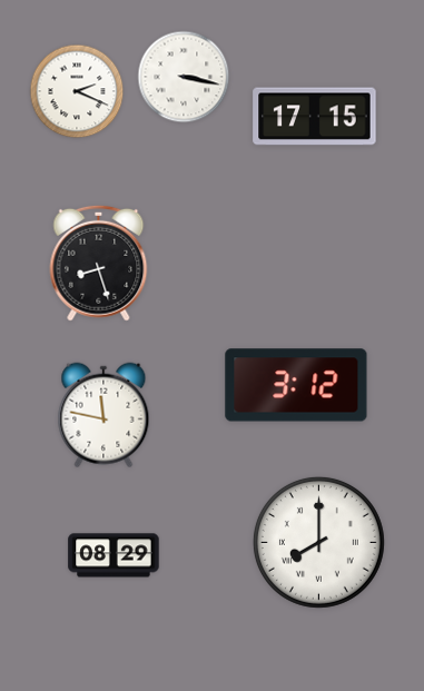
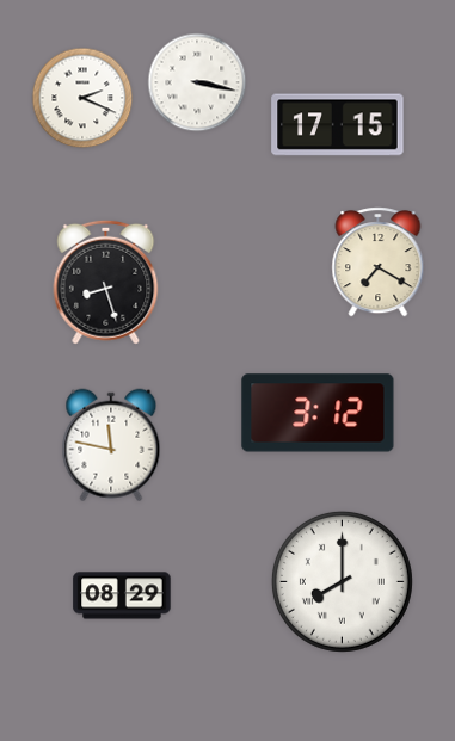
clock at (379, 263): none -> 7:20
